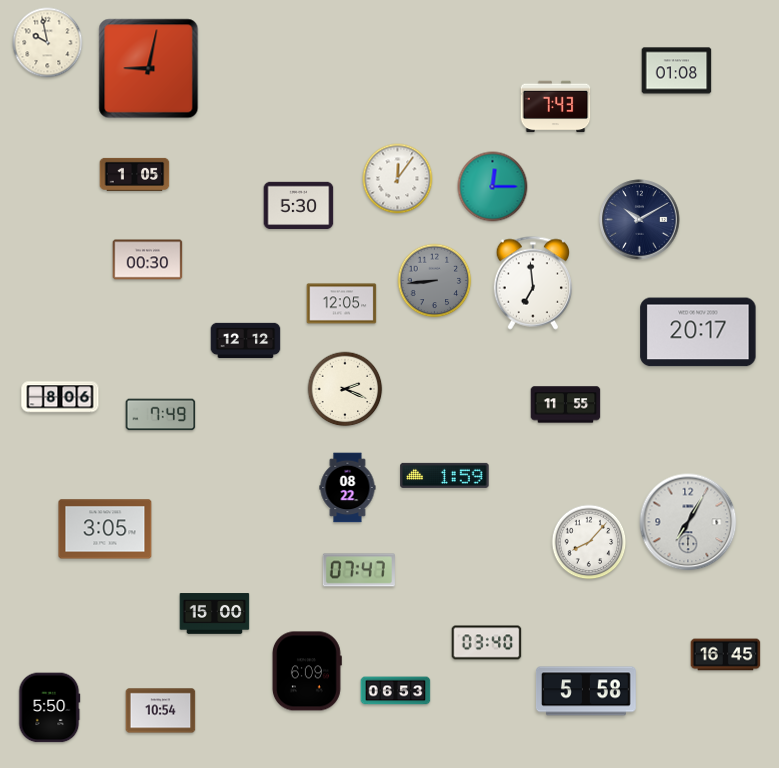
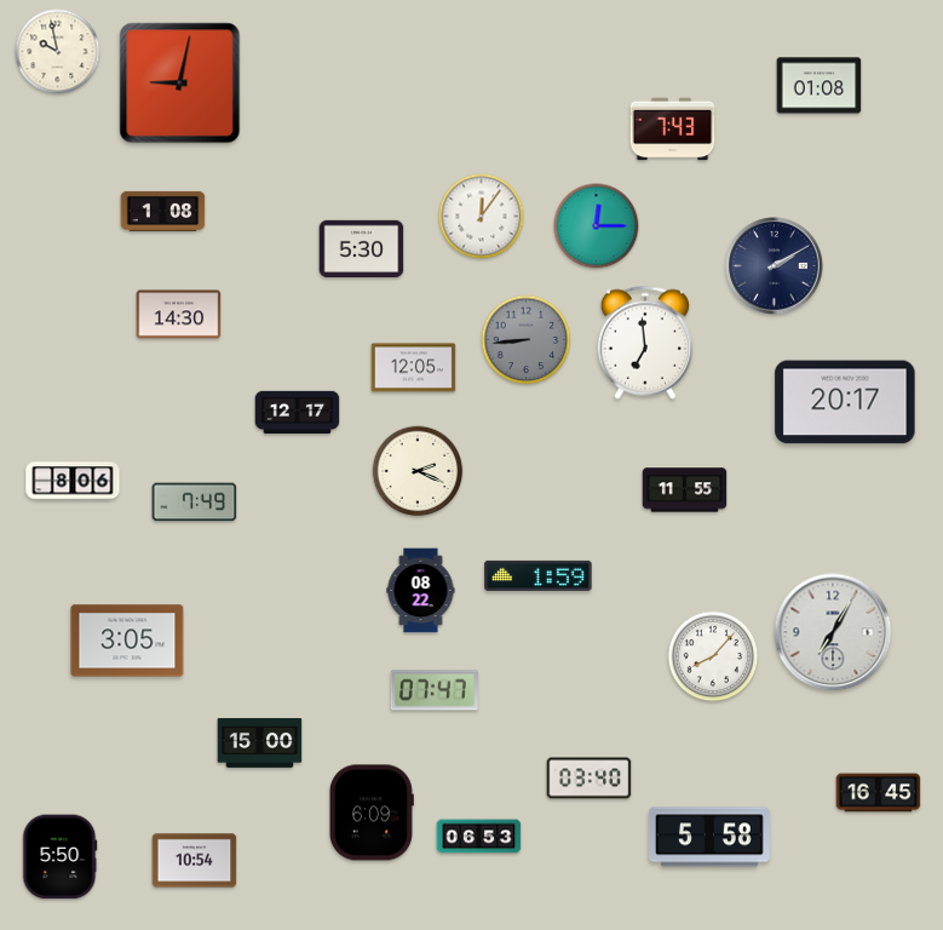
clock at (135, 174): 1:05 -> 1:08
clock at (640, 220): 10:10 -> 2:10
clock at (148, 260): 00:30 -> 14:30
clock at (246, 341): 12:12 -> 12:17
